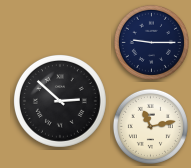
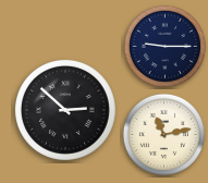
clock at (150, 126) position: (150, 126) -> (163, 134)
